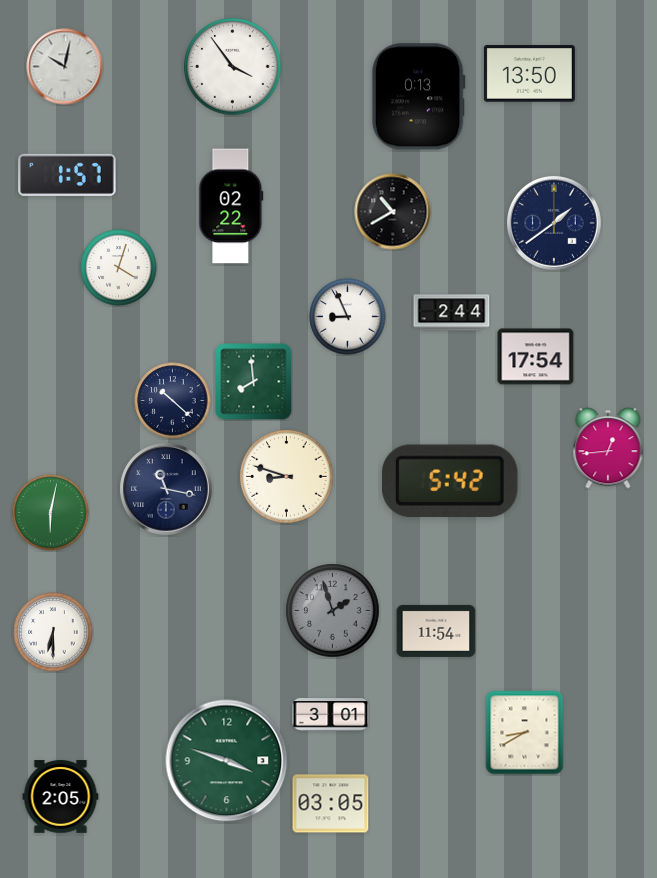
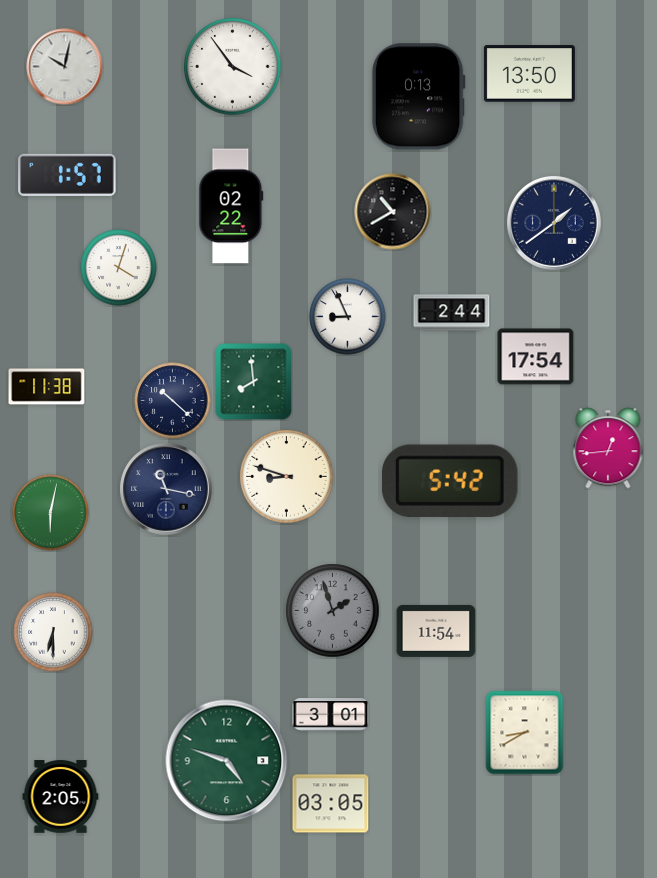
clock at (47, 387): none -> 11:38
clock at (227, 761): 3:48 -> 4:48
